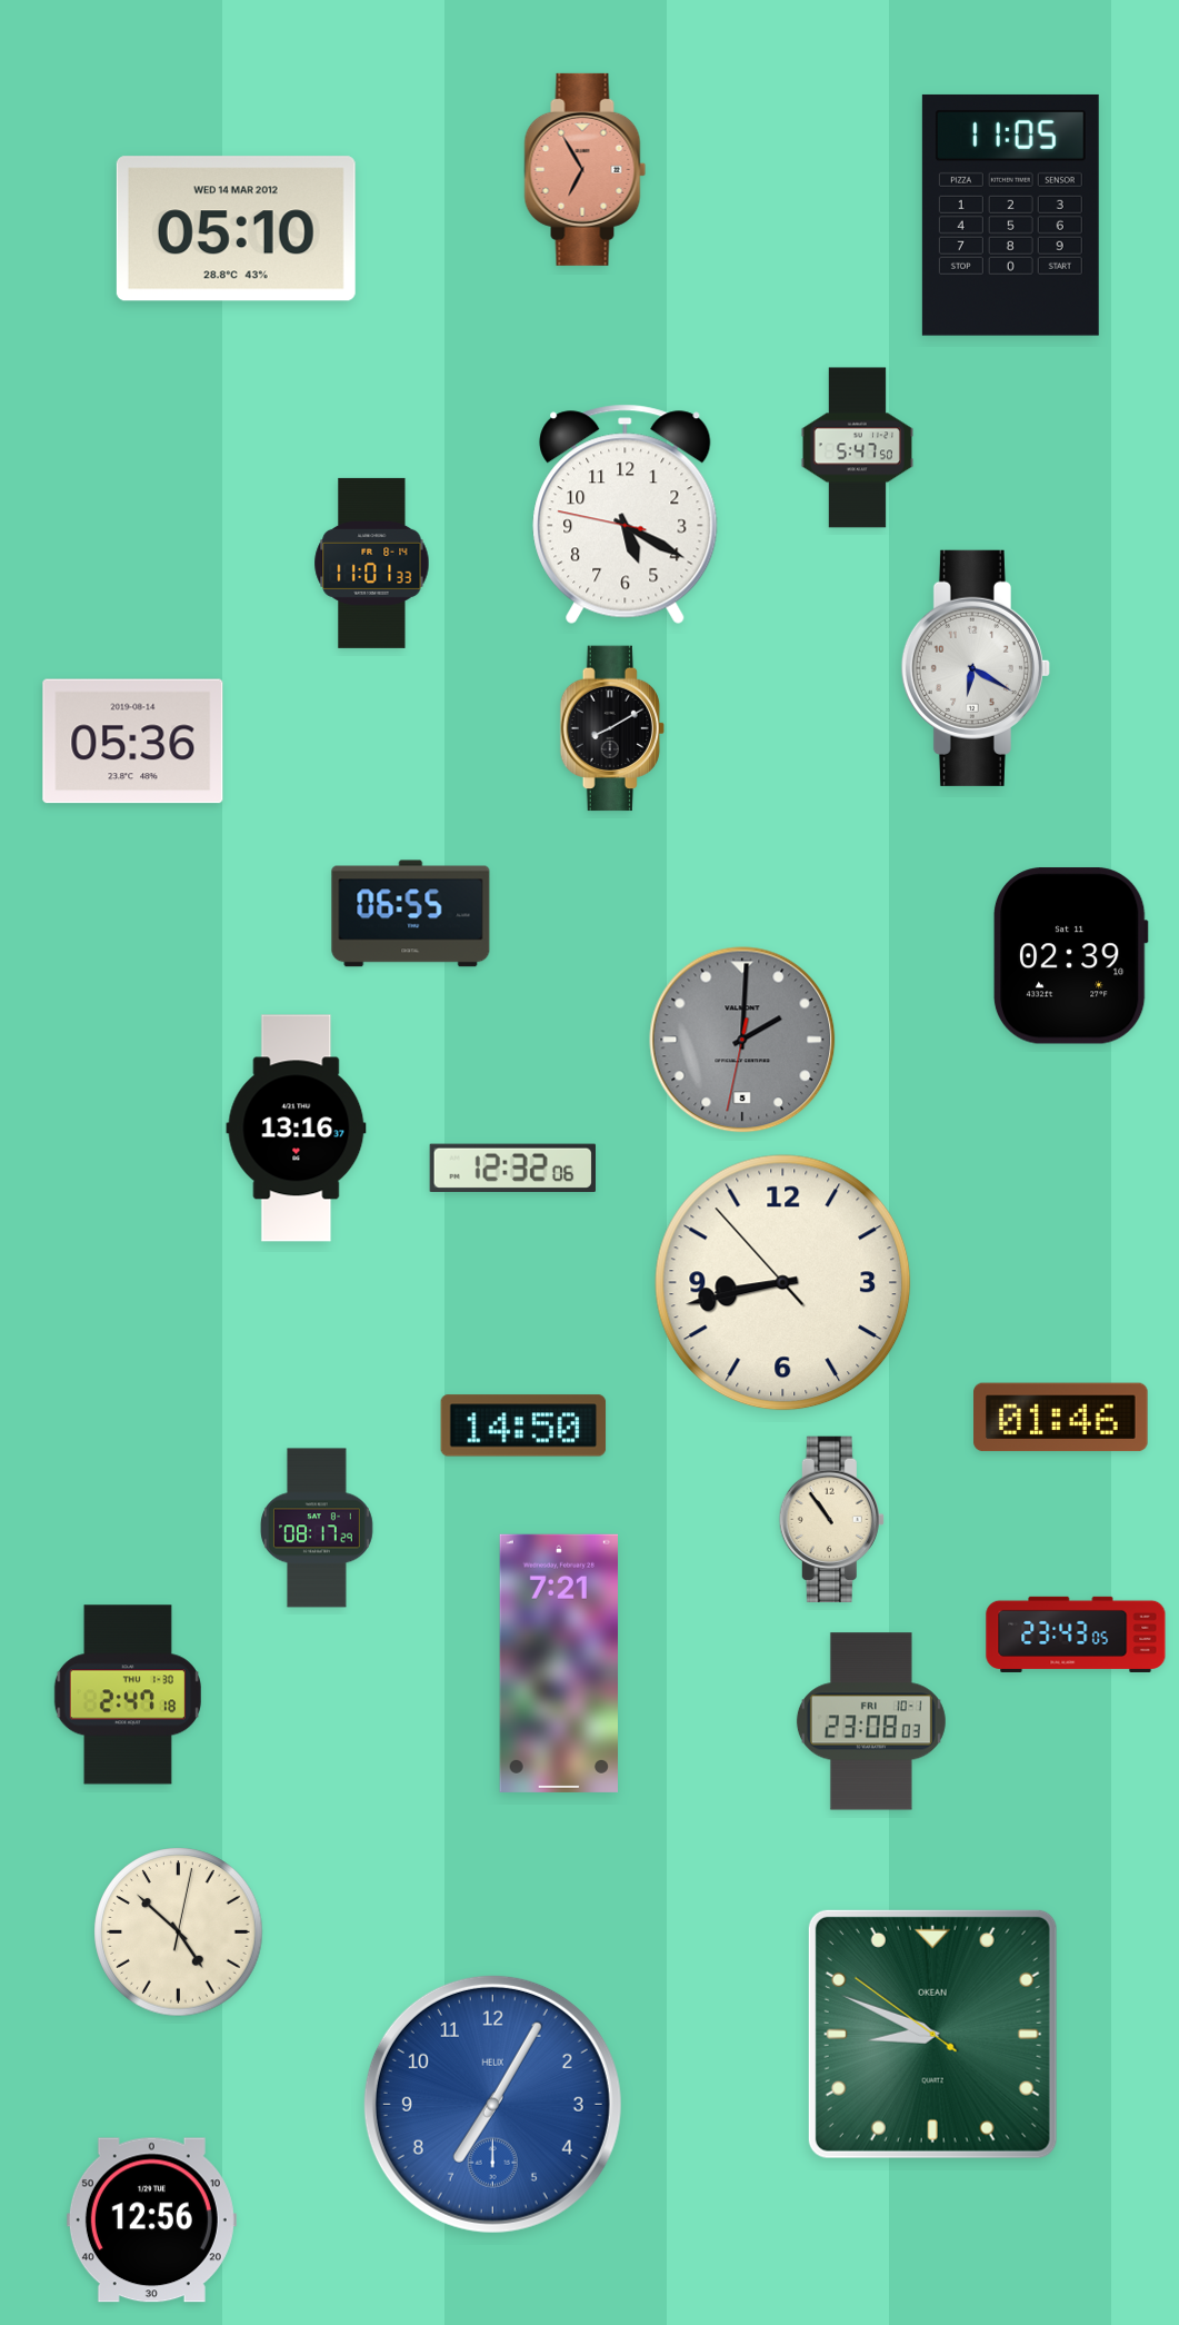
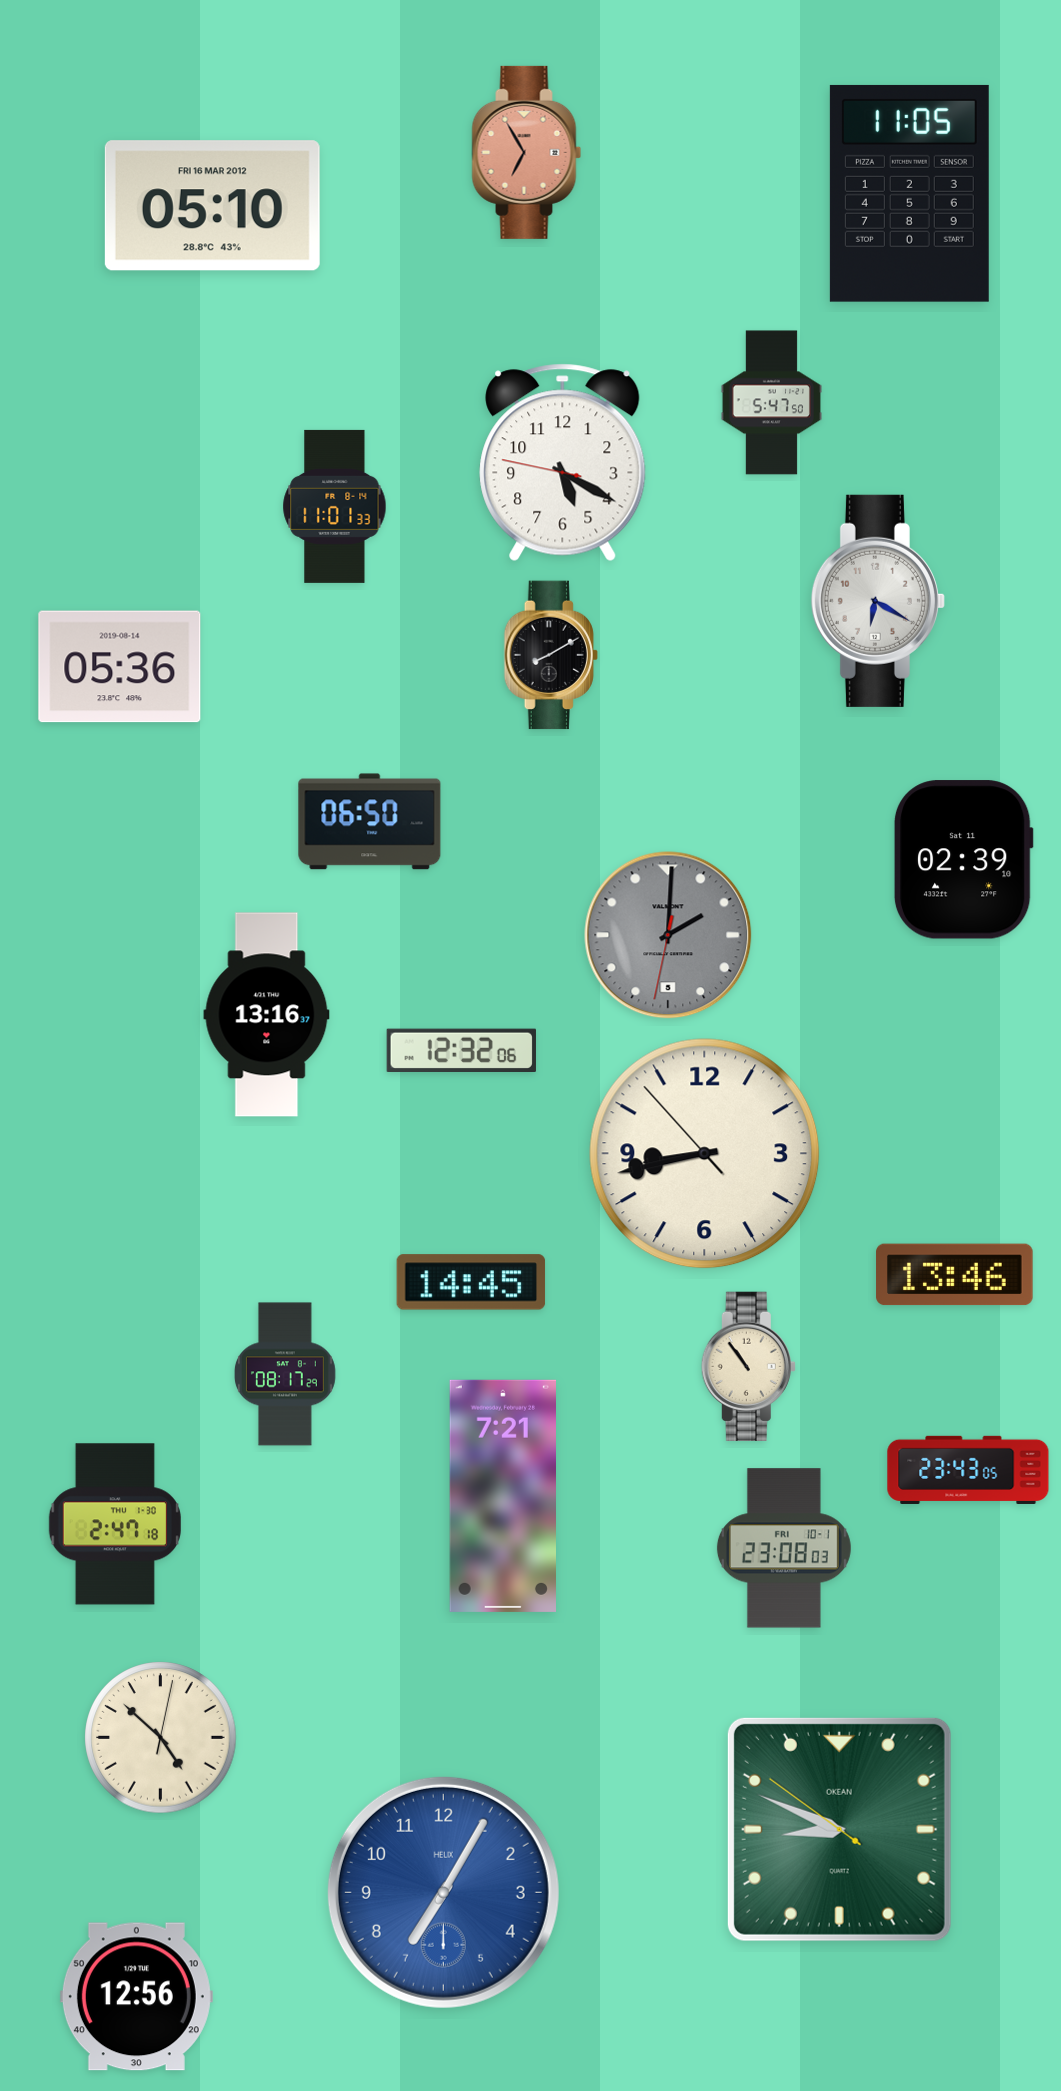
clock at (236, 229) date: WED 14 MAR 2012 -> FRI 16 MAR 2012
clock at (411, 914): 06:55 -> 06:50
clock at (1061, 1418): 01:46 -> 13:46
clock at (523, 1425): 14:50 -> 14:45
